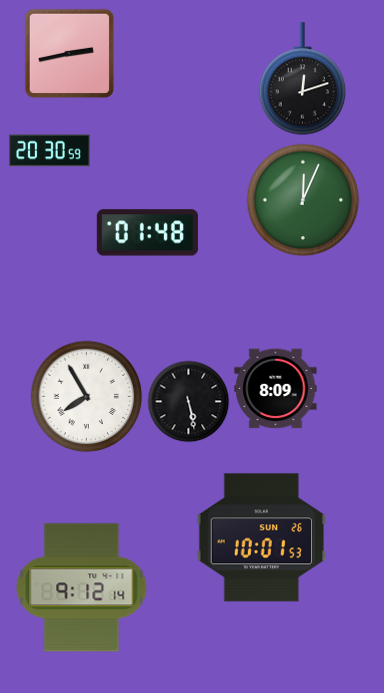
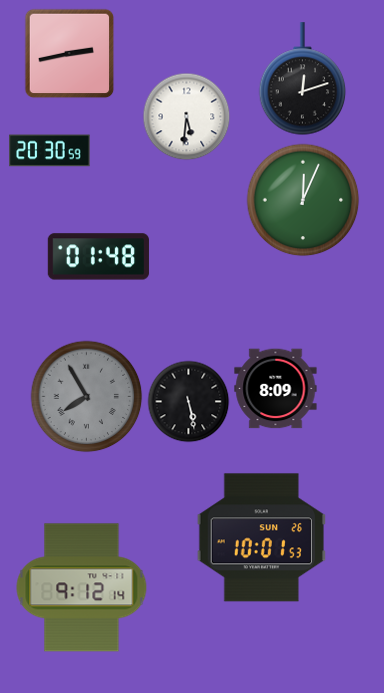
clock at (187, 117): none -> 5:31
clock at (147, 233) position: (147, 233) -> (98, 257)
clock at (87, 397) dial: white -> grey
